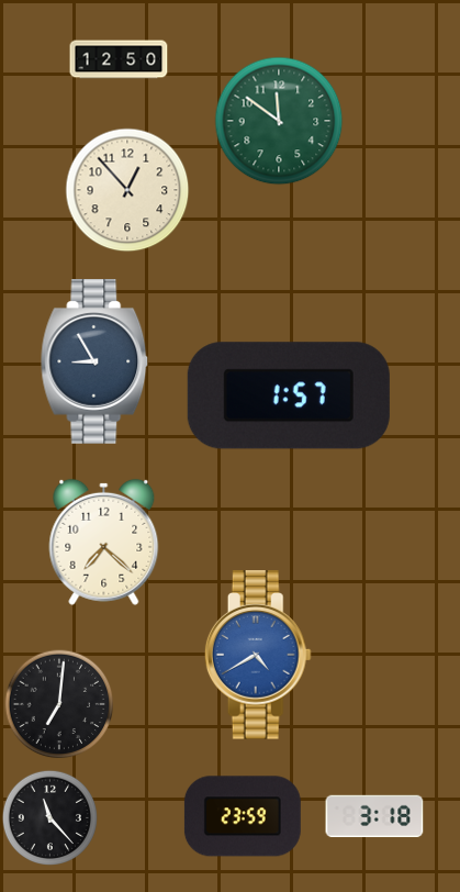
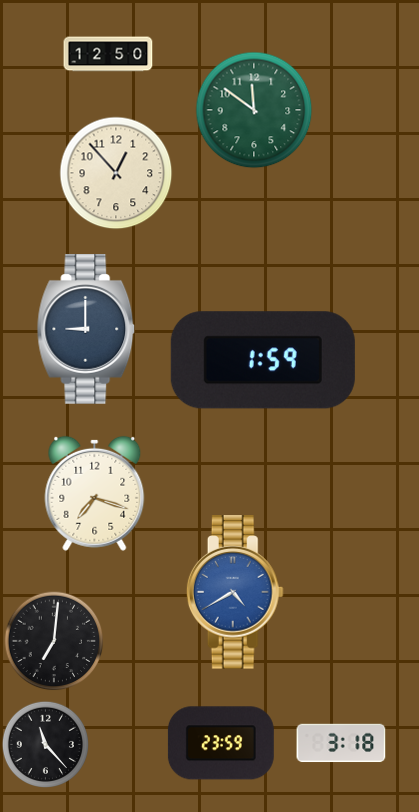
clock at (94, 363): 8:55 -> 9:00
clock at (289, 395): 1:57 -> 1:59
clock at (104, 542): 7:22 -> 7:18
clock at (258, 655) position: (258, 655) -> (235, 592)
